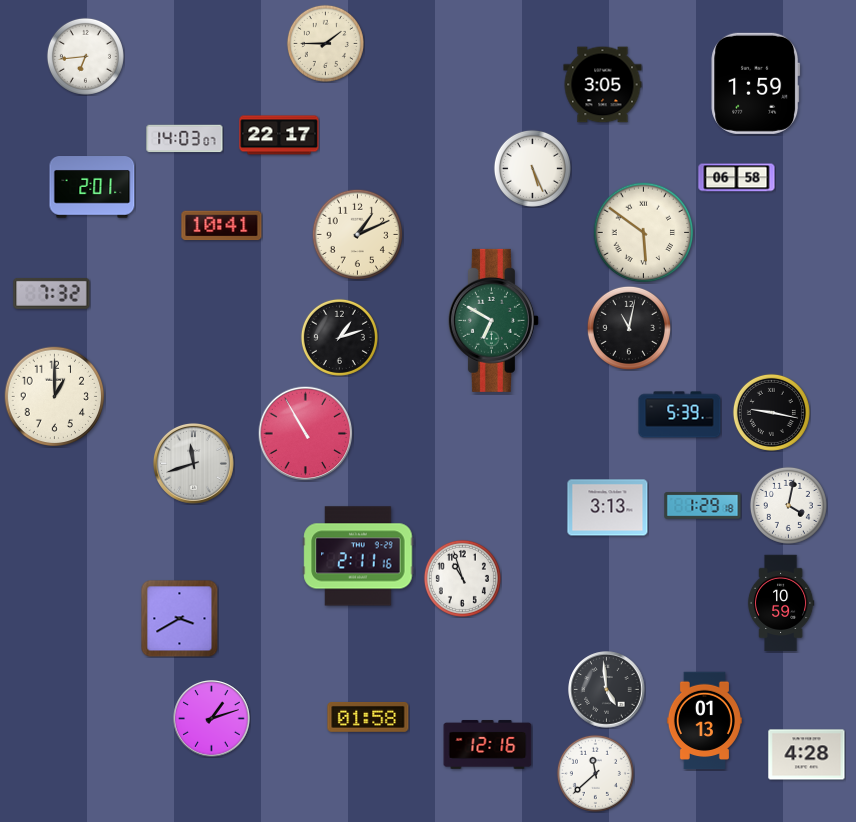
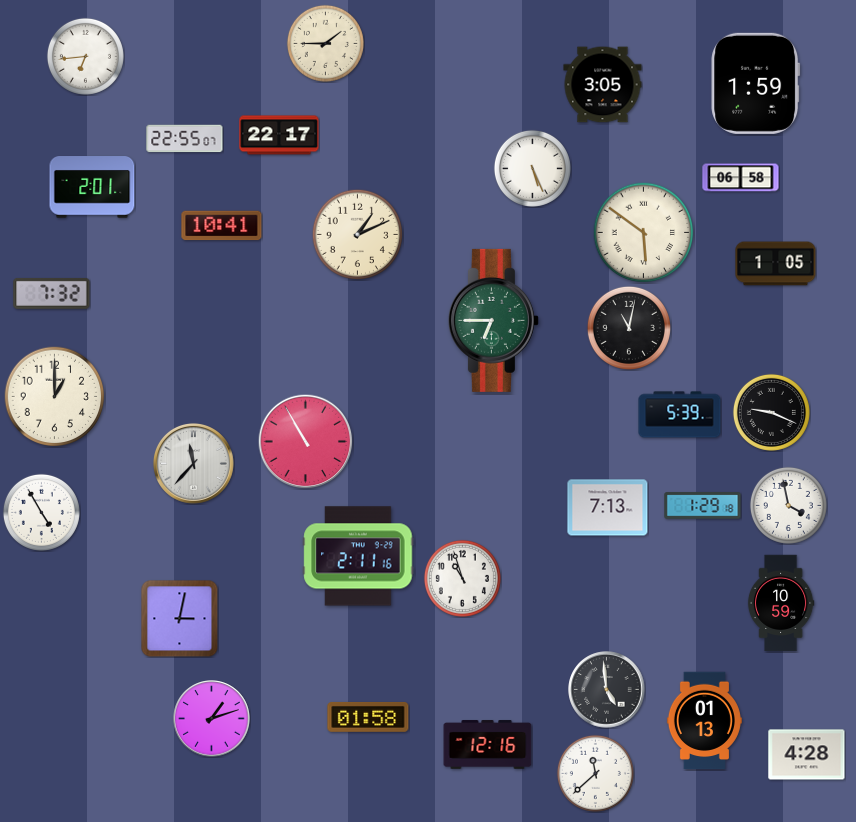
clock at (185, 139): 14:03 -> 22:55
clock at (737, 178) position: (737, 178) -> (741, 178)
clock at (776, 264): none -> 1:05
clock at (493, 320): 6:50 -> 6:45
clock at (339, 337): 1:12 -> none
clock at (771, 412): 9:17 -> 9:19
clock at (305, 433) position: (305, 433) -> (305, 441)
clock at (193, 463): 11:42 -> 11:37
clock at (788, 505): 4:02 -> 3:58
clock at (608, 508): 3:13 -> 7:13
clock at (41, 512): none -> 4:55
clock at (179, 618): 3:40 -> 3:02
